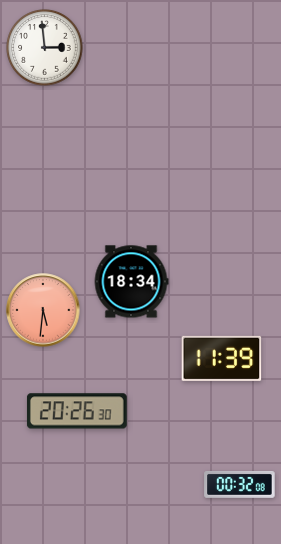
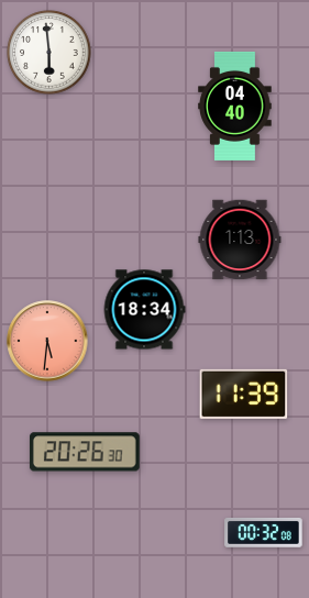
clock at (45, 48): 2:59 -> 5:59
clock at (235, 106): none -> 04:40
clock at (240, 240): none -> 1:13
